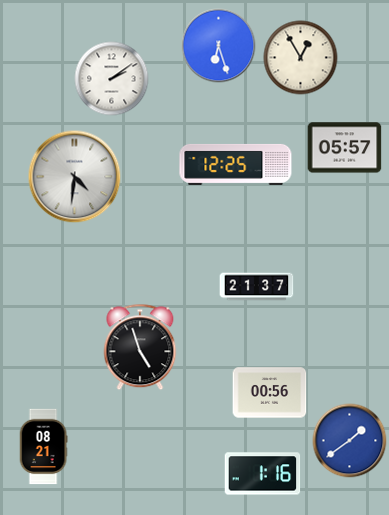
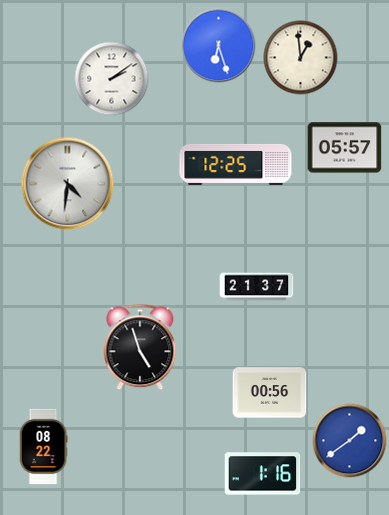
clock at (301, 58): 12:55 -> 12:59
clock at (75, 177) position: (75, 177) -> (68, 184)
clock at (43, 447): 08:21 -> 08:22
